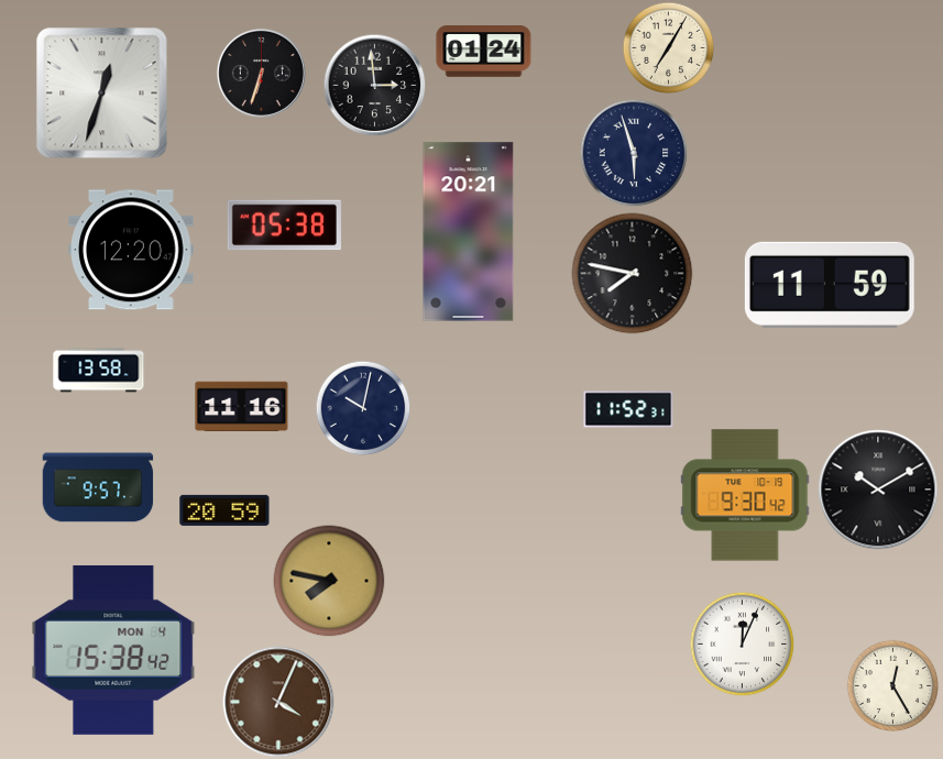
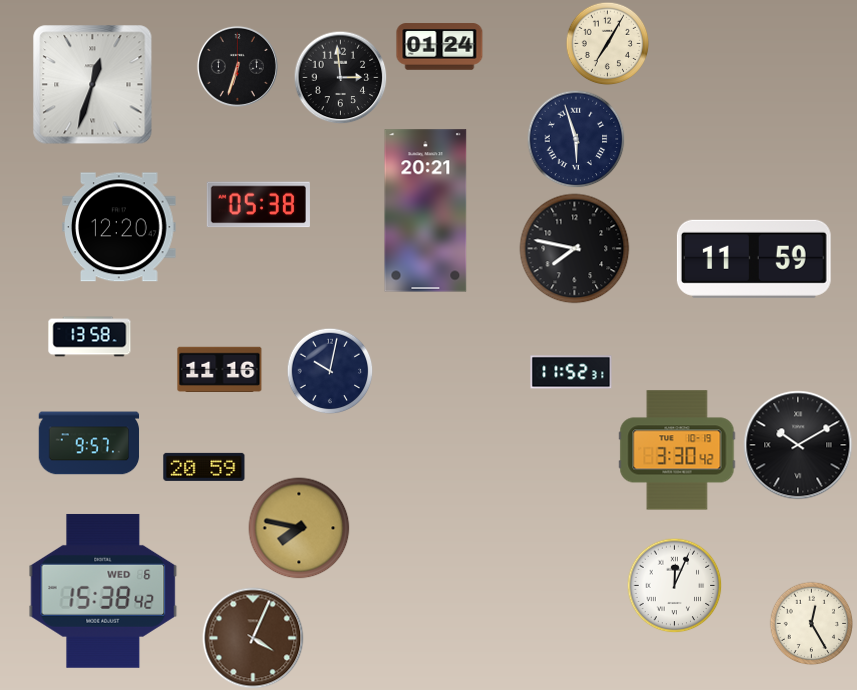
clock at (745, 495): 9:30 -> 3:30
clock at (224, 510) position: (224, 510) -> (204, 467)
clock at (113, 650) date: MON 4 -> WED 6
